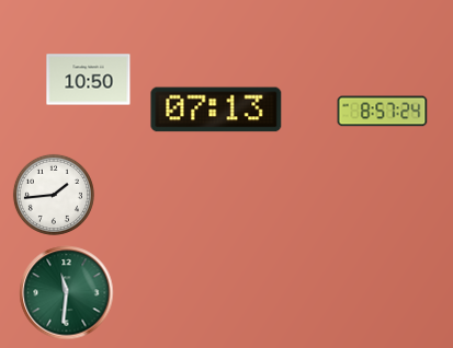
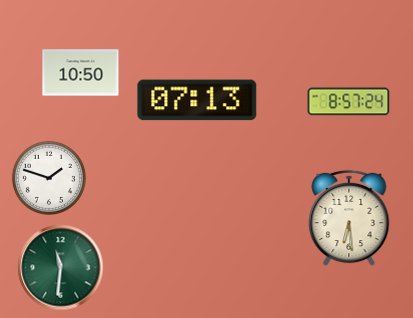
clock at (54, 195): 1:44 -> 1:48
clock at (349, 218): none -> 6:29
